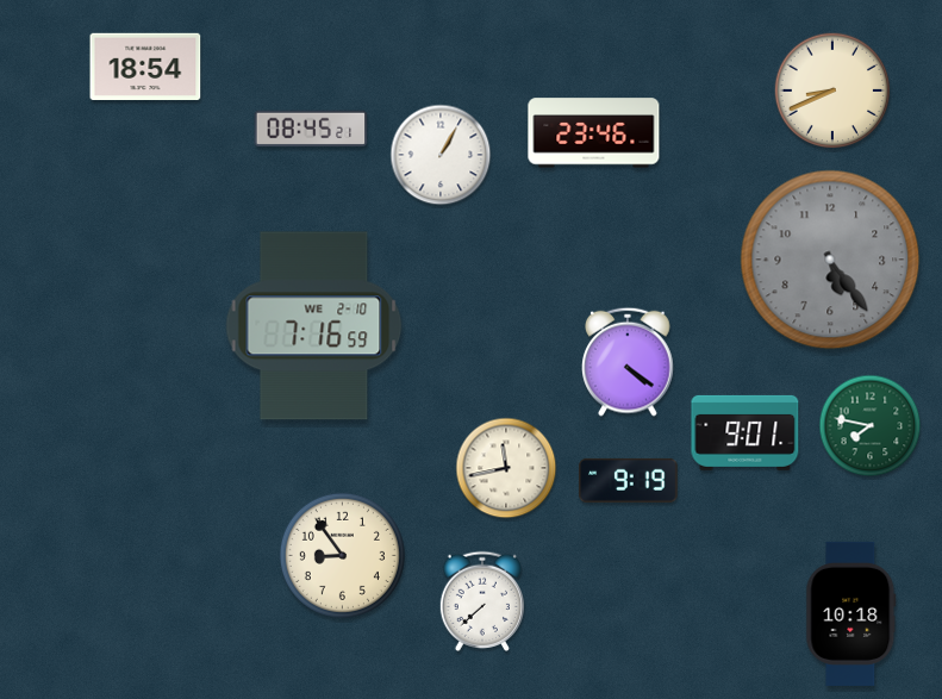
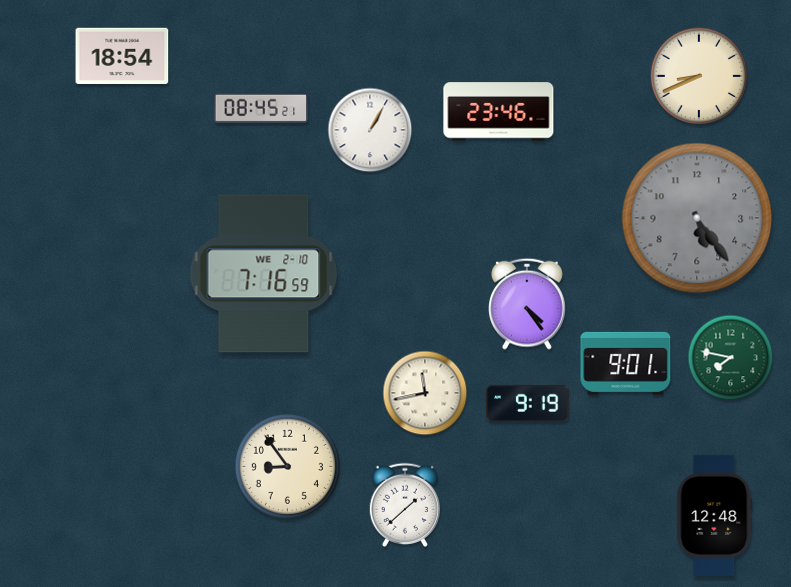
clock at (629, 362): 4:21 -> 4:24
clock at (481, 601): 7:38 -> 1:38
clock at (851, 613): 10:18 -> 12:48
